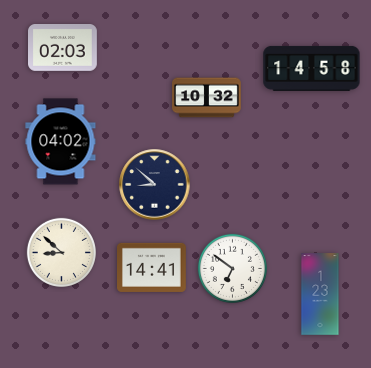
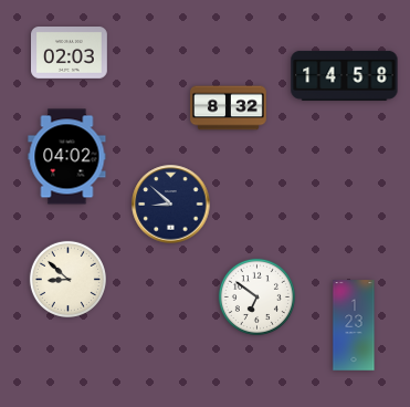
clock at (207, 98): 10:32 -> 8:32
clock at (152, 267): 14:41 -> none
